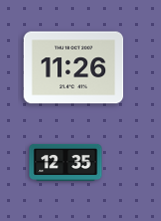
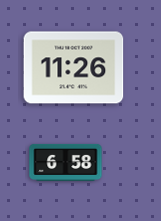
clock at (66, 162): 12:35 -> 6:58
